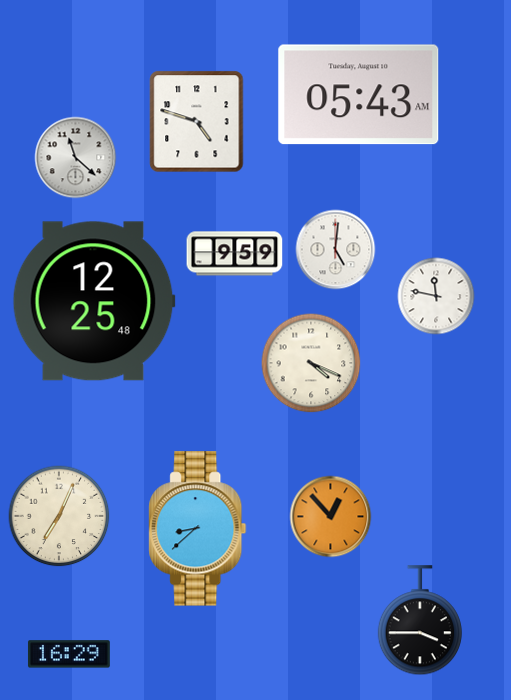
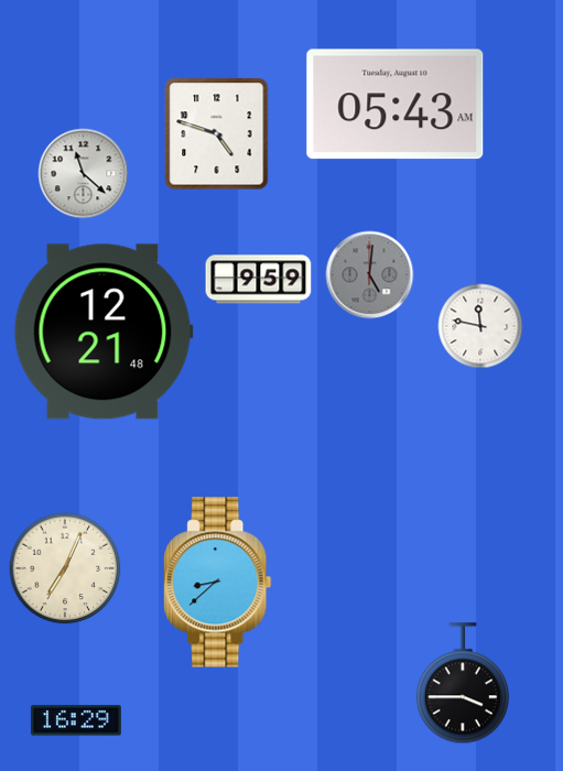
clock at (336, 250) dial: white -> grey
clock at (94, 301): 12:25 -> 12:21
clock at (311, 363): 4:19 -> none
clock at (331, 517): 12:53 -> none
